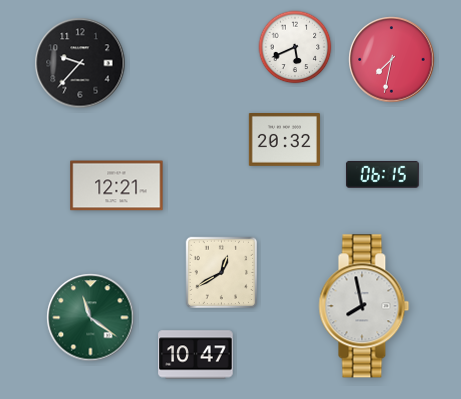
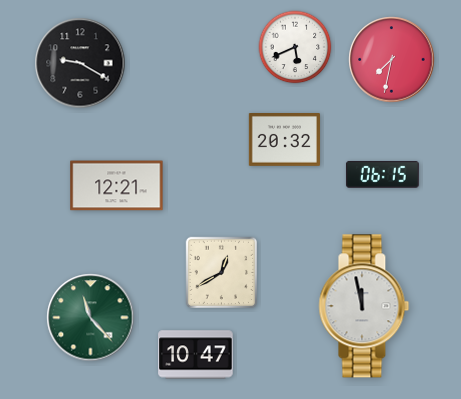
clock at (80, 63): 9:37 -> 9:20
clock at (364, 306): 7:58 -> 11:58
clock at (91, 318): 11:21 -> 11:23
